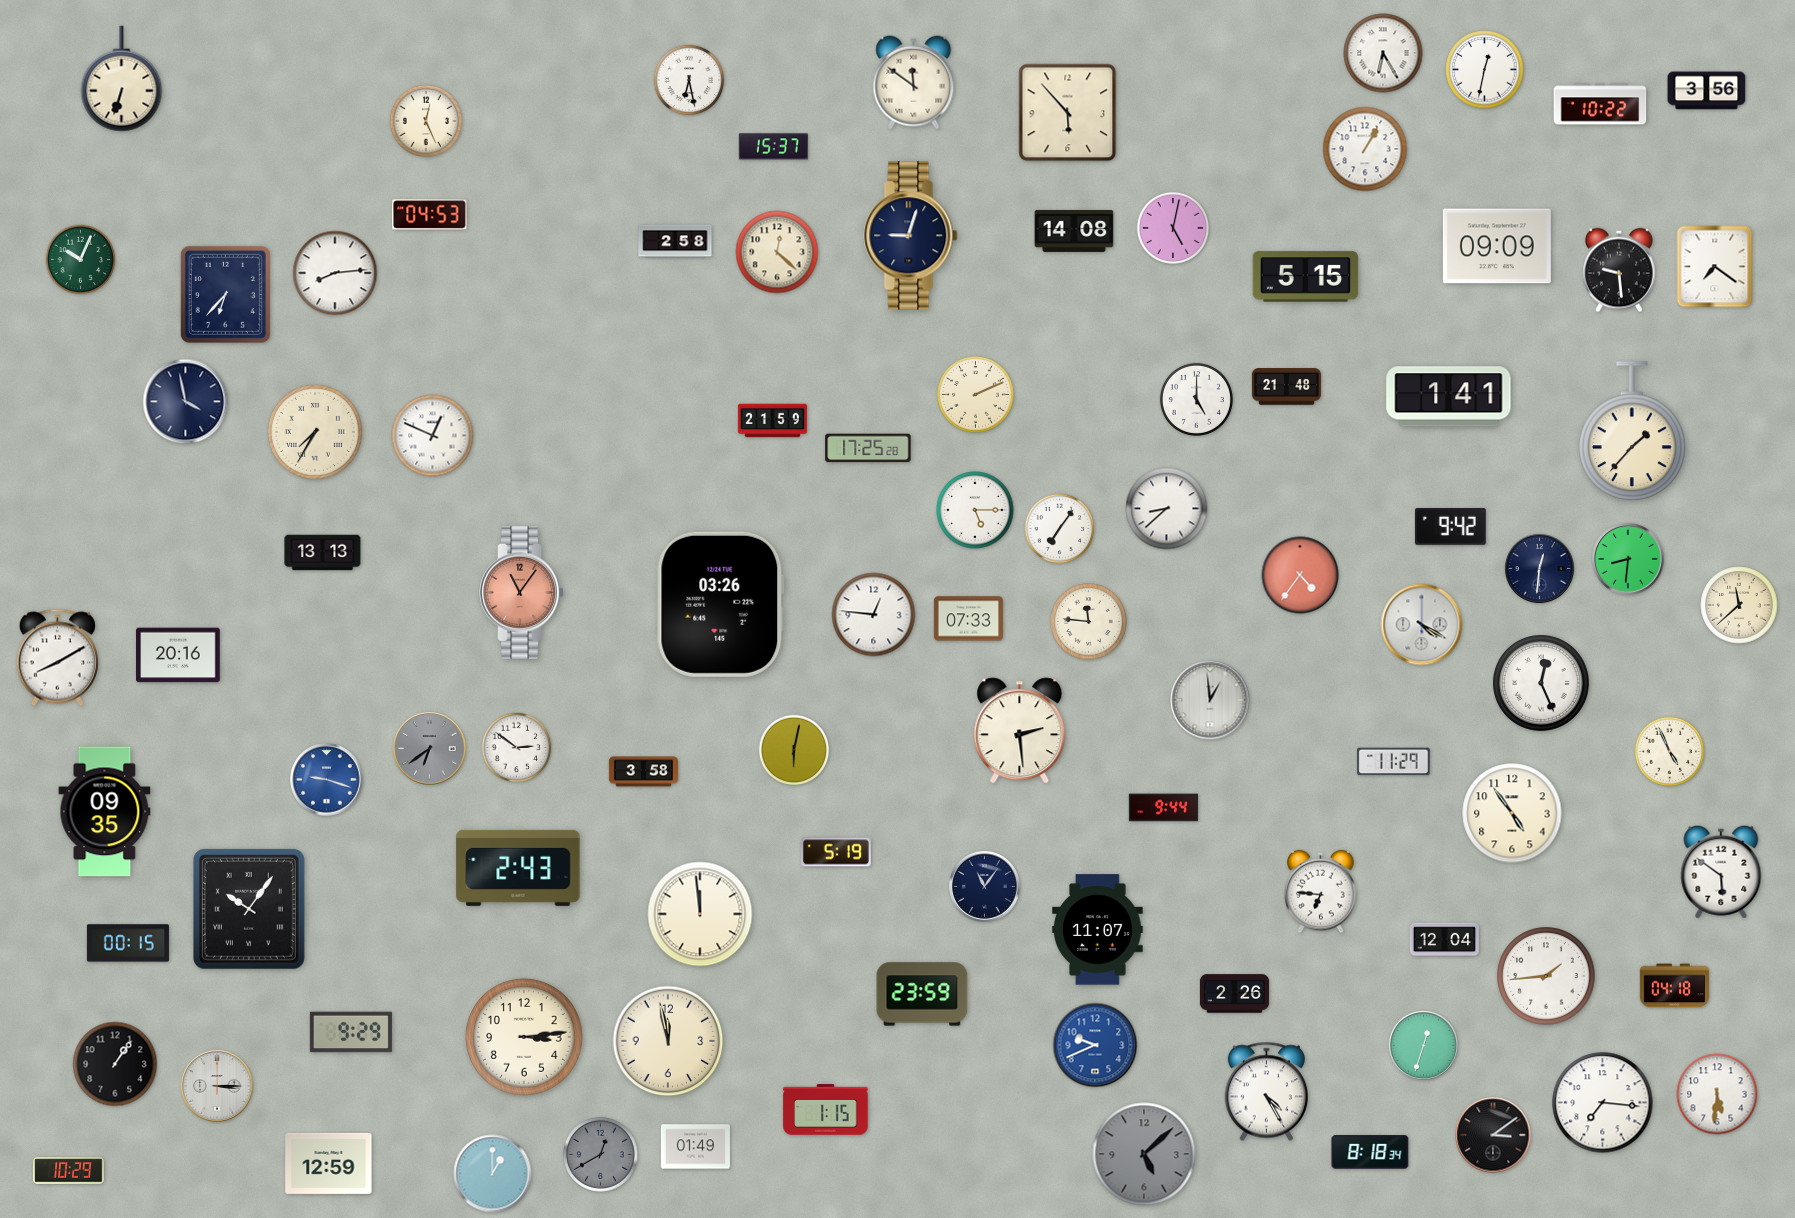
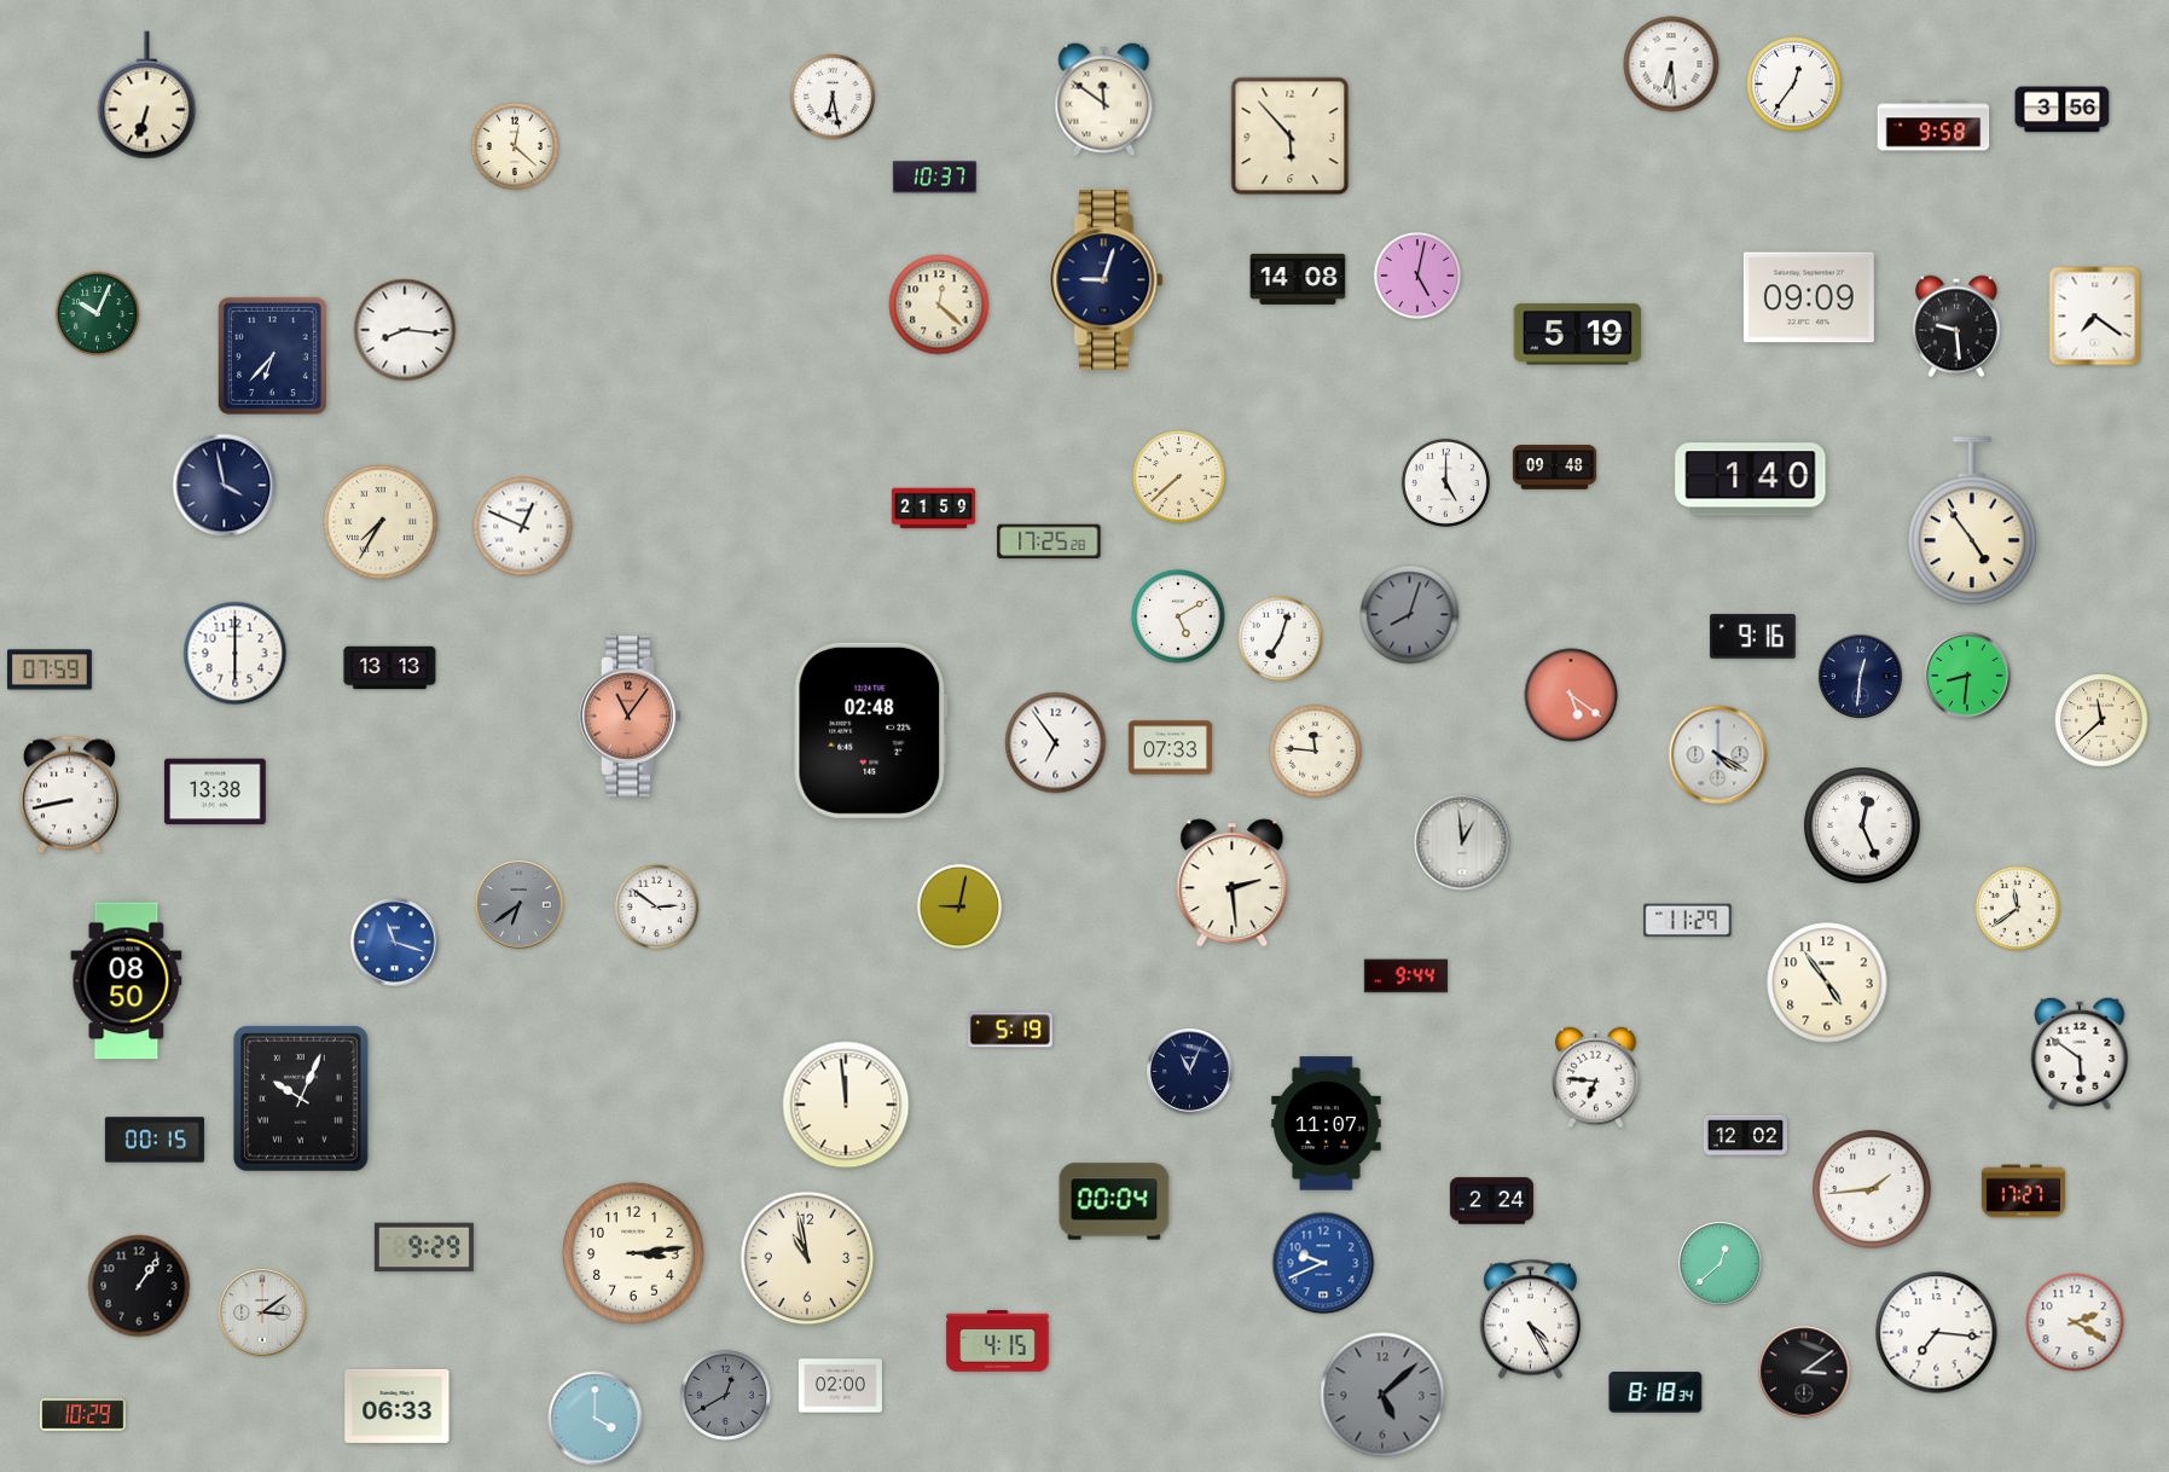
clock at (1383, 53): 6:25 -> 6:29
clock at (1485, 70): 12:32 -> 12:36
clock at (1600, 104): 10:22 -> 9:58
clock at (426, 121): 12:26 -> 12:22
clock at (773, 147): 15:37 -> 10:37
clock at (1365, 149): 1:05 -> none
clock at (430, 215): 04:53 -> none
clock at (911, 236) position: (911, 236) -> (1107, 280)
clock at (675, 241): 2:58 -> none
clock at (1715, 267) position: (1715, 267) -> (2095, 317)
clock at (335, 273): 8:14 -> 8:16
clock at (1306, 277): 5:15 -> 5:19
clock at (1286, 387): 21:48 -> 09:48
clock at (976, 395): 2:11 -> 7:38
clock at (1449, 397): 1:41 -> 1:40
clock at (1632, 432): 1:37 -> 4:54
clock at (1167, 509): 8:38 -> 8:03
clock at (1167, 509) dial: white -> grey
clock at (975, 510): 5:15 -> 5:10
clock at (1451, 527): 9:42 -> 9:16
clock at (1060, 529): 7:06 -> 7:03
clock at (236, 654): none -> 6:00
clock at (50, 670): none -> 07:59
clock at (1539, 568) position: (1539, 568) -> (1860, 676)
clock at (1300, 575): 4:36 -> 5:21
clock at (721, 604): 03:26 -> 02:48
clock at (1739, 605) position: (1739, 605) -> (2101, 720)
clock at (874, 615): 12:46 -> 6:54
clock at (178, 655): 20:16 -> 13:38
clock at (57, 658): 8:10 -> 8:43
clock at (1210, 700) position: (1210, 700) -> (1462, 842)
clock at (517, 748) position: (517, 748) -> (657, 908)
clock at (794, 750): 6:02 -> 9:02
clock at (1670, 752): 4:56 -> 11:39
clock at (1394, 762) position: (1394, 762) -> (1688, 921)
clock at (643, 772): 3:58 -> none
clock at (327, 780): 9:18 -> 11:18
clock at (105, 812): 09:35 -> 08:50
clock at (518, 868): 2:43 -> none
clock at (985, 887): 11:06 -> 11:04
clock at (249, 909): 10:06 -> 10:04
clock at (1444, 940): 12:04 -> 12:02
clock at (1546, 976) position: (1546, 976) -> (1872, 1189)
clock at (1674, 986): 04:18 -> 17:27
clock at (922, 994): 23:59 -> 00:04
clock at (1234, 994): 2:26 -> 2:24
clock at (668, 1041): 11:58 -> 10:58
clock at (1423, 1045): 12:33 -> 12:38
clock at (217, 1086): 3:15 -> 3:09
clock at (1717, 1094): 5:31 -> 2:20
clock at (826, 1110): 1:15 -> 4:15
clock at (695, 1147): 01:49 -> 02:00
clock at (329, 1163): 12:59 -> 06:33
clock at (493, 1174): 1:00 -> 4:00
